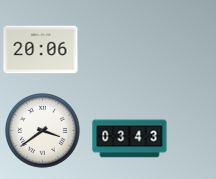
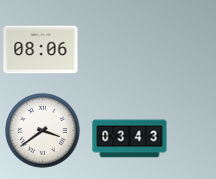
clock at (41, 50): 20:06 -> 08:06
